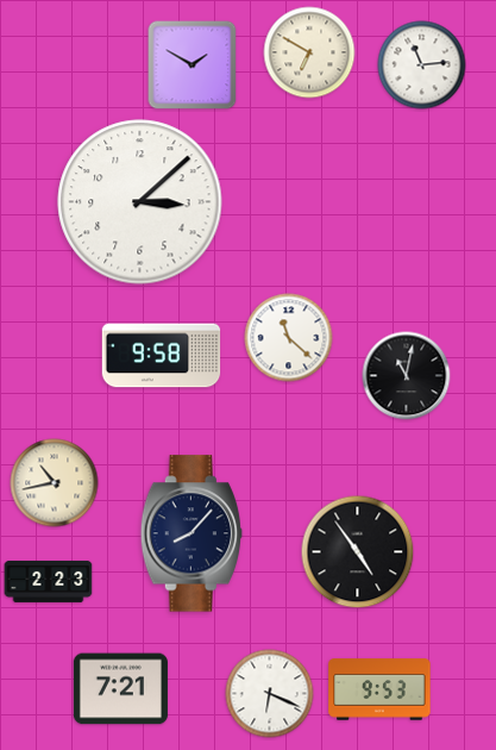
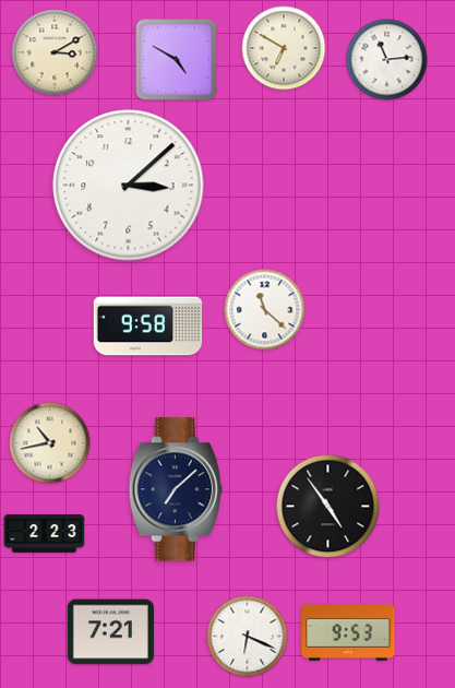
clock at (55, 52): none -> 3:10
clock at (193, 65): 1:50 -> 4:50
clock at (407, 376): 11:02 -> none
clock at (192, 533): 8:07 -> 7:08
